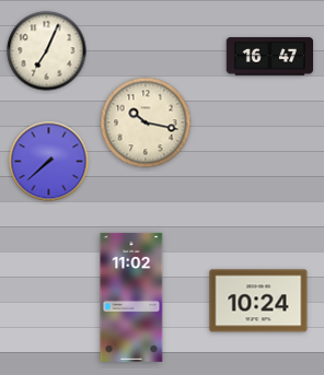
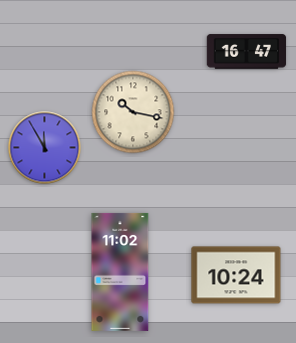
clock at (47, 51): 7:04 -> none
clock at (49, 162): 7:38 -> 11:55
